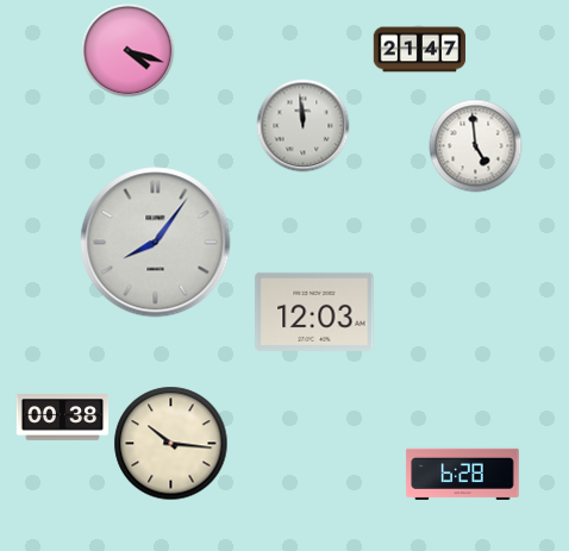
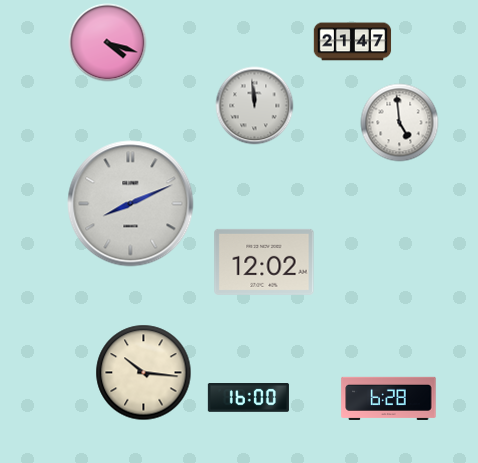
clock at (156, 243): 8:06 -> 8:11
clock at (314, 312): 12:03 -> 12:02
clock at (62, 418): 00:38 -> none
clock at (248, 398): none -> 16:00
